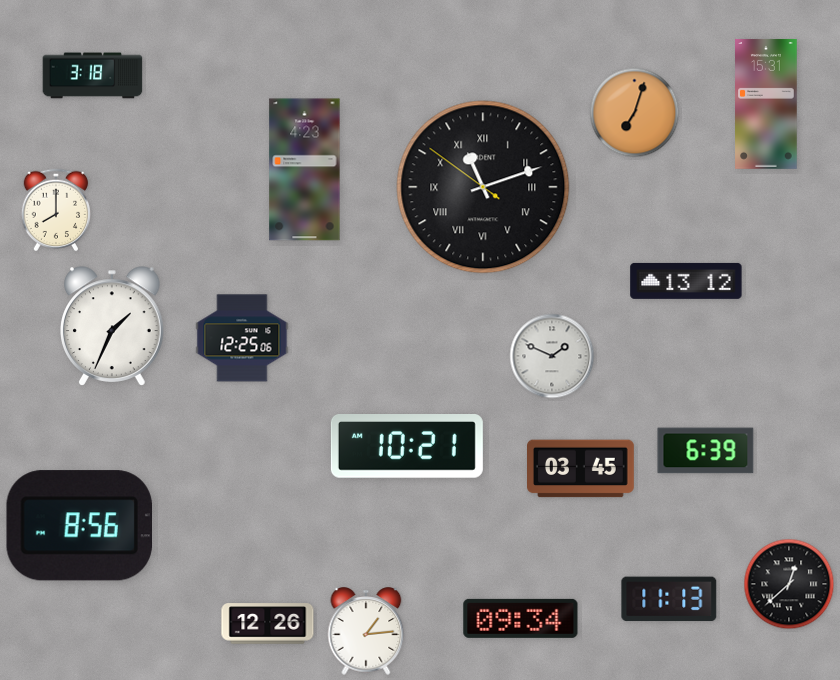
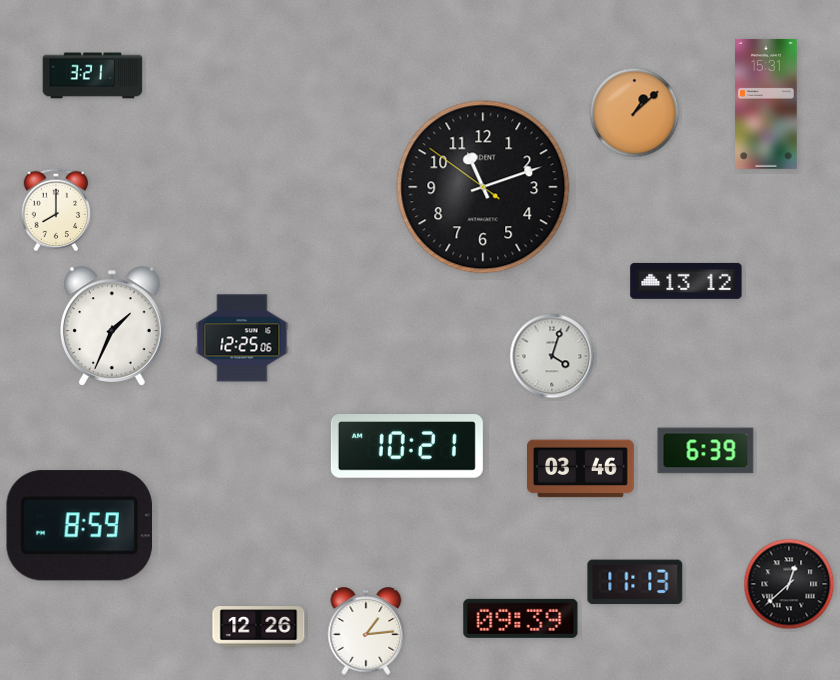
clock at (93, 76): 3:18 -> 3:21
clock at (635, 113): 7:03 -> 1:08
clock at (305, 170): 4:23 -> none
clock at (483, 187) numerals: Roman -> Arabic
clock at (552, 356): 1:49 -> 4:03
clock at (581, 469): 03:45 -> 03:46
clock at (79, 526): 8:56 -> 8:59
clock at (669, 599) position: (669, 599) -> (635, 582)
clock at (521, 618): 09:34 -> 09:39
clock at (268, 624) position: (268, 624) -> (259, 627)
